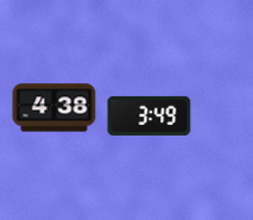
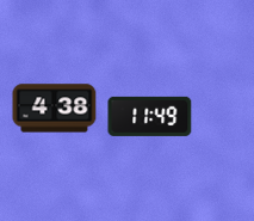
clock at (150, 115): 3:49 -> 11:49
